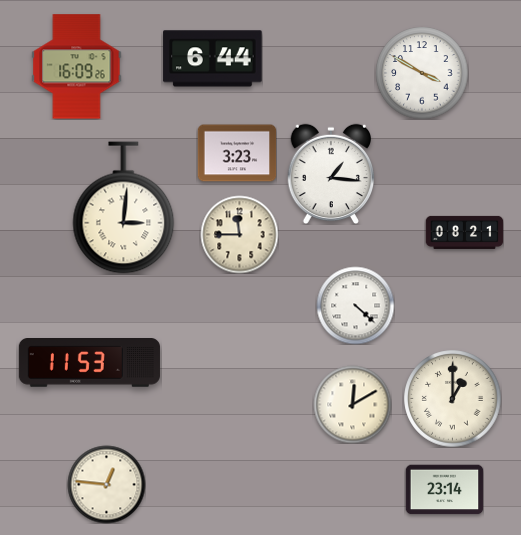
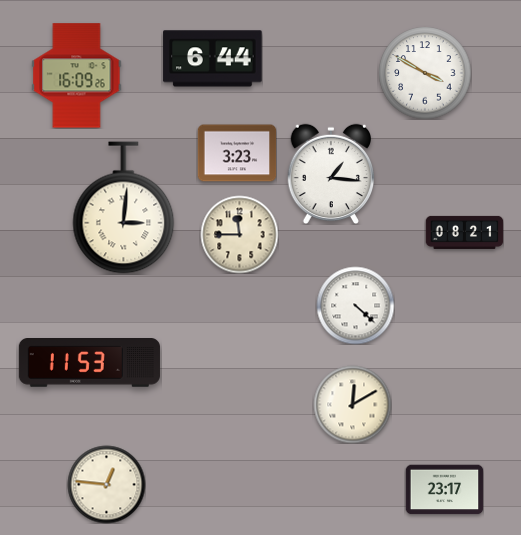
clock at (77, 67) position: (77, 67) -> (77, 76)
clock at (422, 73) position: (422, 73) -> (425, 73)
clock at (453, 399): 1:00 -> none
clock at (444, 490): 23:14 -> 23:17
